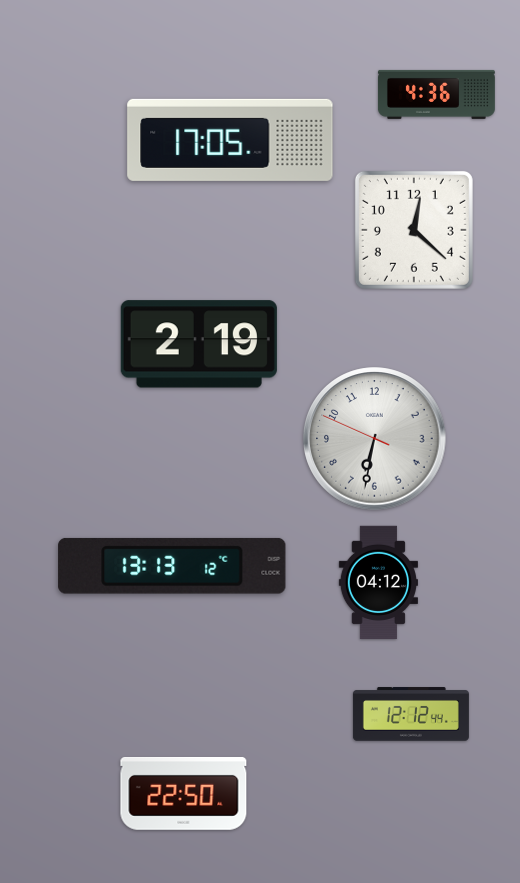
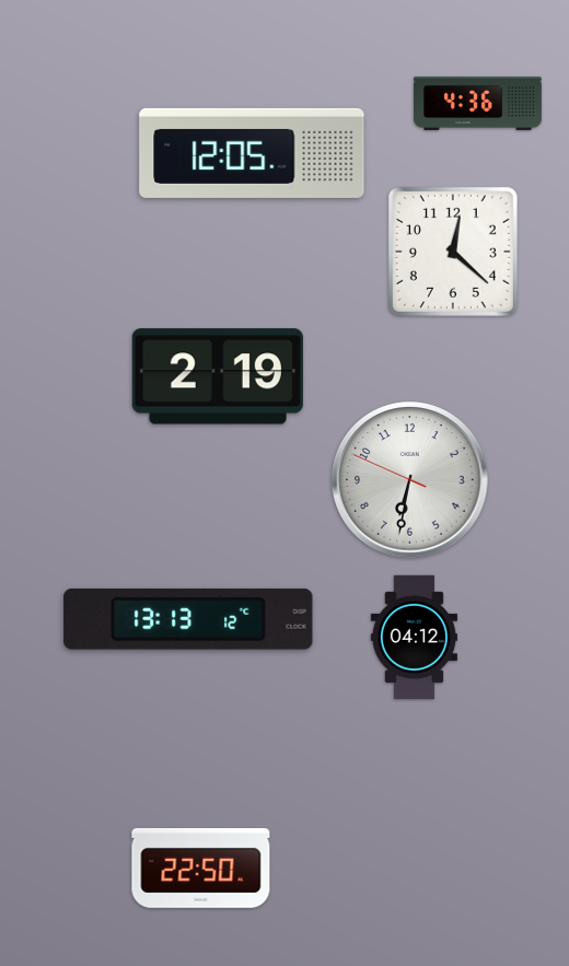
clock at (230, 140): 17:05 -> 12:05
clock at (411, 714): 12:12 -> none
